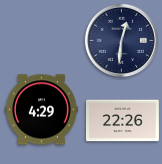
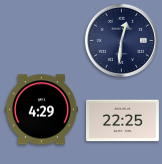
clock at (122, 121): 22:26 -> 22:25
